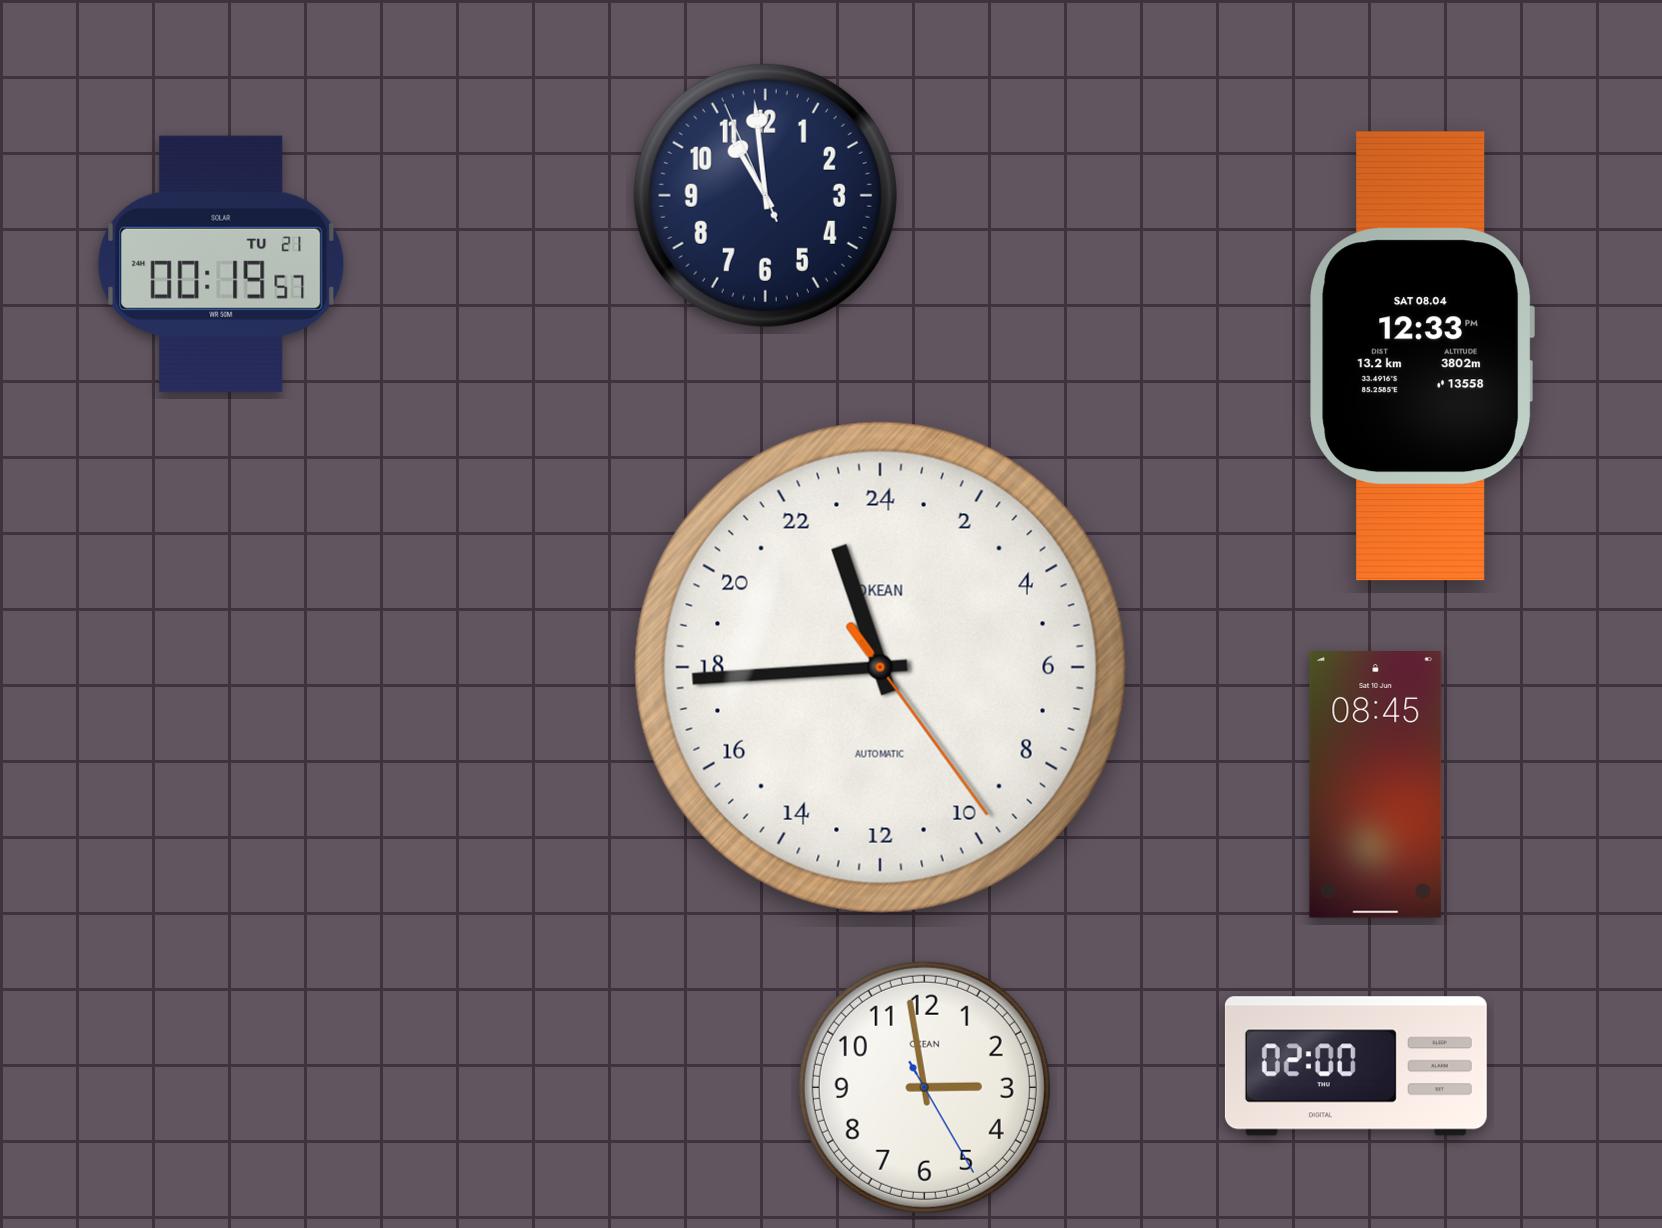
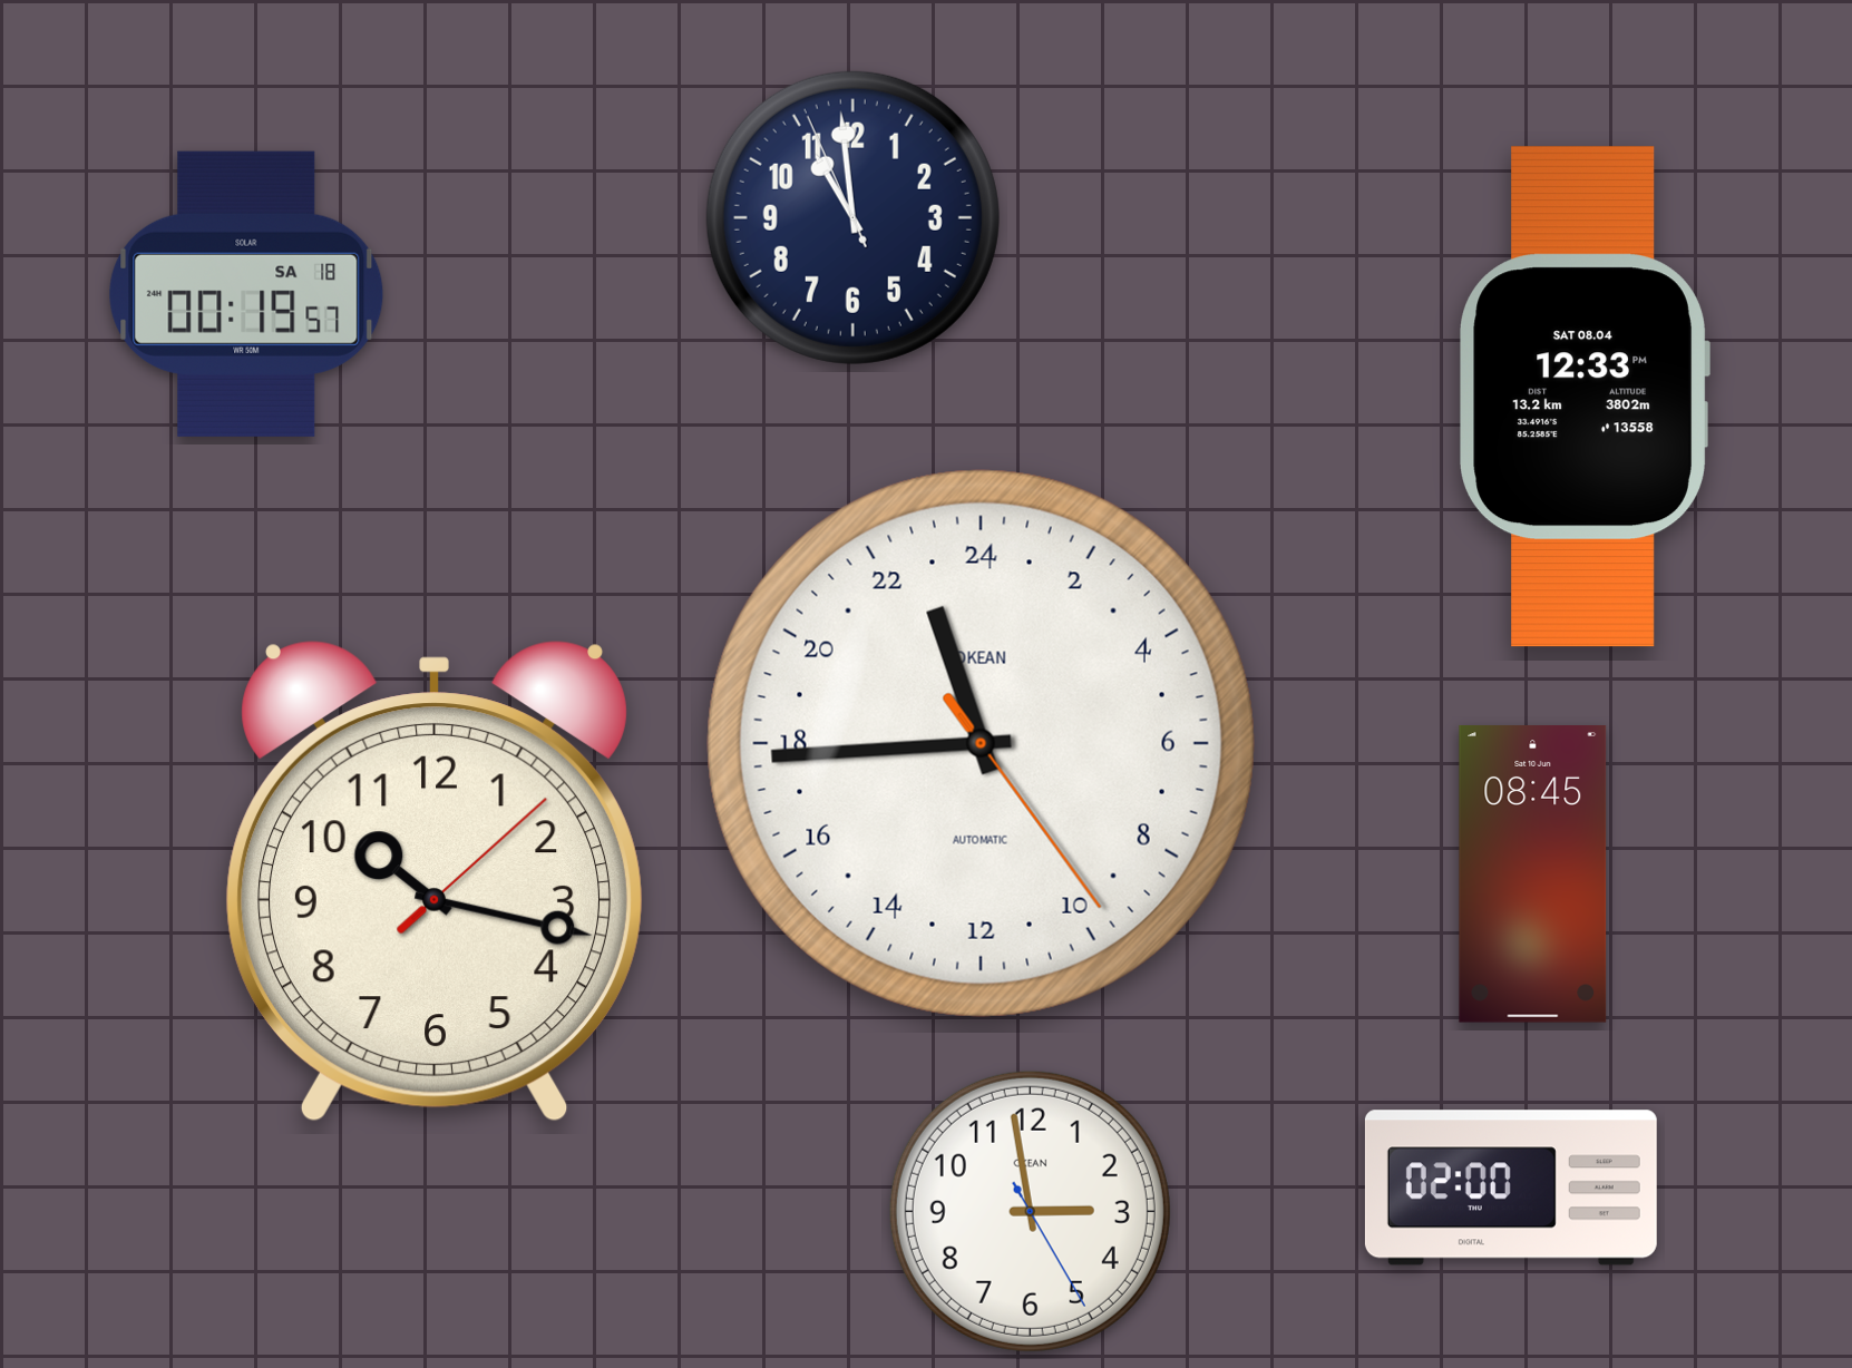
clock at (221, 264) date: TU 21 -> SA 18
clock at (435, 881): none -> 10:17
